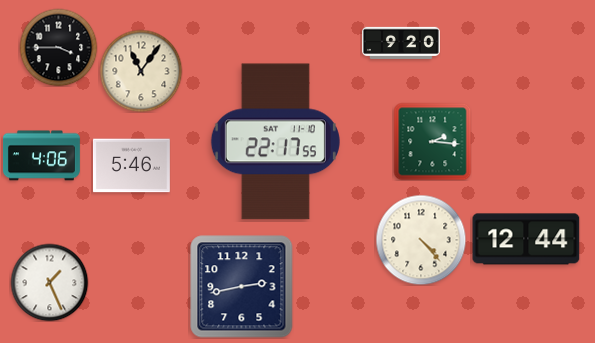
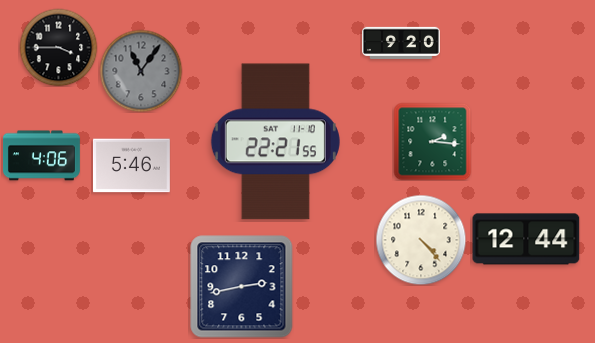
clock at (141, 71) dial: cream -> grey
clock at (275, 142): 22:17 -> 22:21
clock at (49, 282): 1:26 -> none
